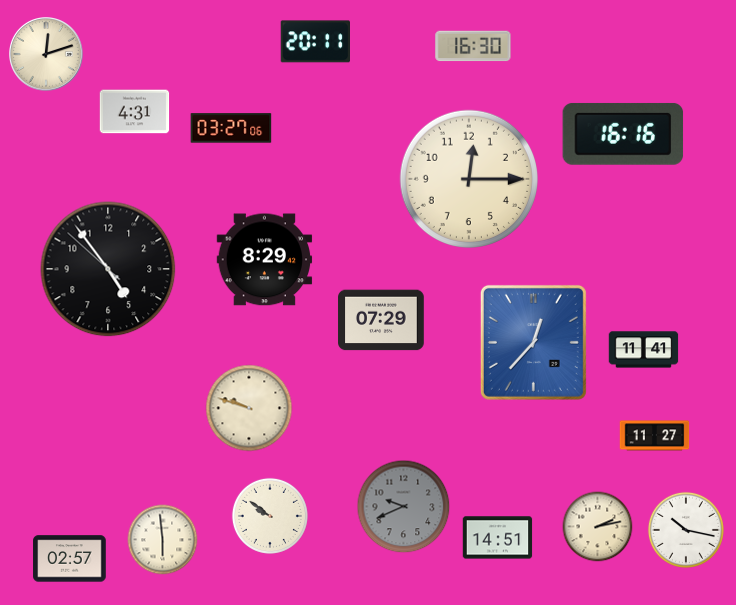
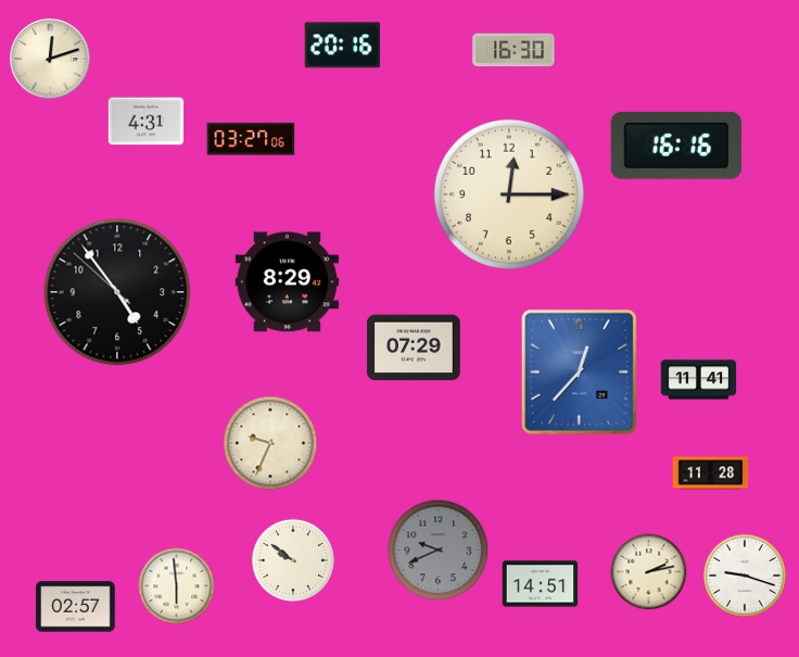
clock at (315, 42): 20:11 -> 20:16
clock at (249, 408): 9:48 -> 9:34
clock at (655, 436): 11:27 -> 11:28
clock at (686, 530): 10:17 -> 9:18
